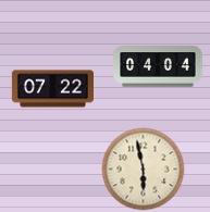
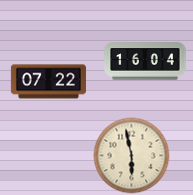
clock at (158, 66): 04:04 -> 16:04
